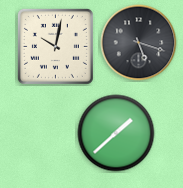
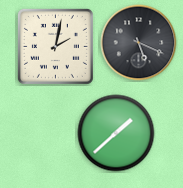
clock at (139, 43): 5:18 -> 5:19
clock at (55, 46): 10:02 -> 2:02
